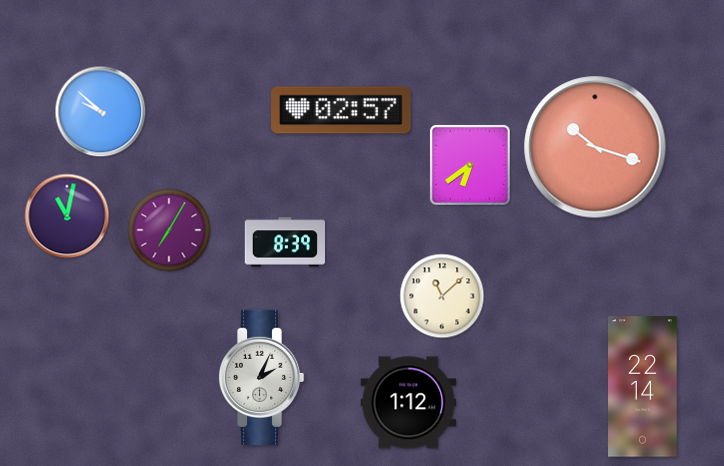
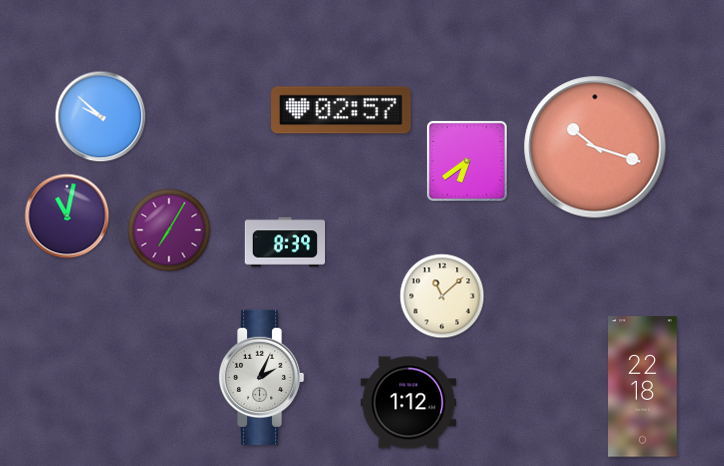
clock at (101, 112) position: (101, 112) -> (101, 117)
clock at (470, 165) position: (470, 165) -> (467, 161)
clock at (643, 387): 22:14 -> 22:18
